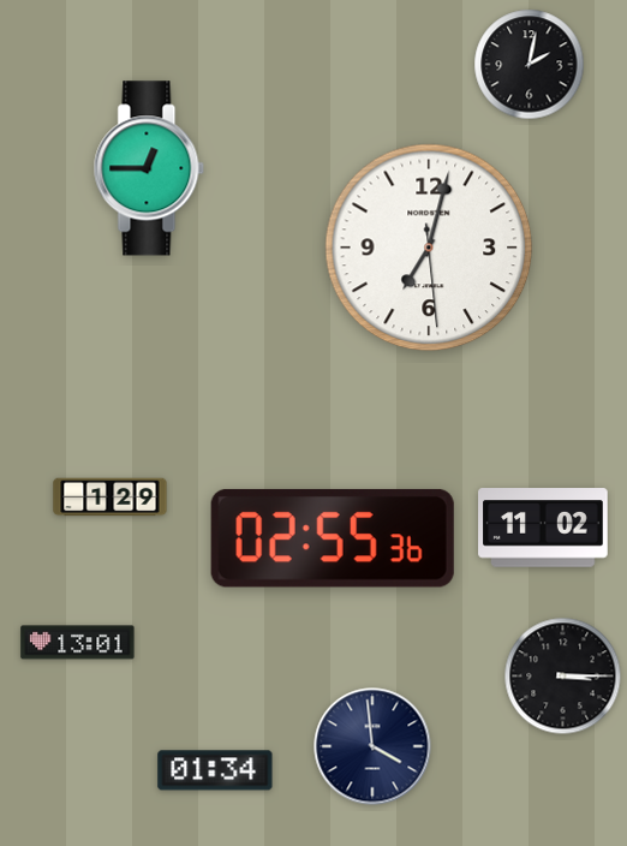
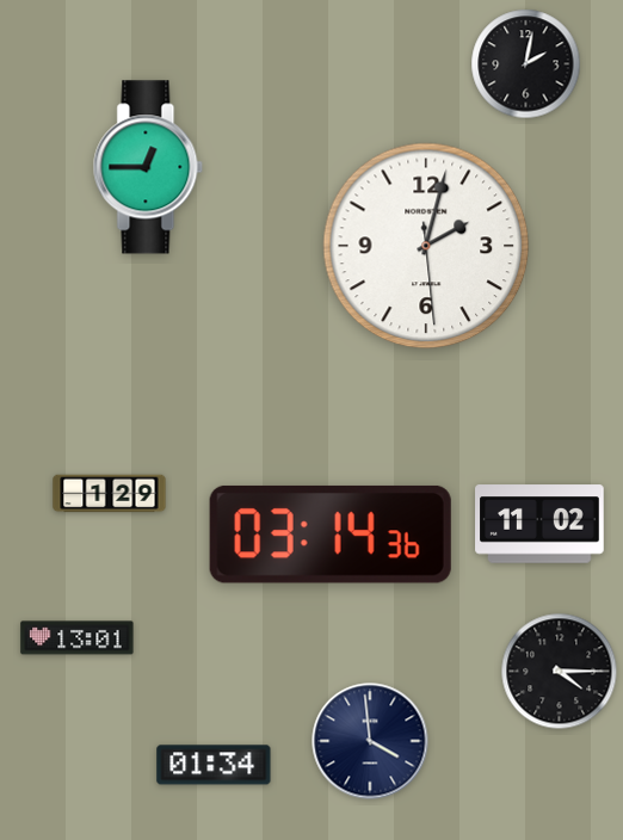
clock at (429, 248): 7:02 -> 2:02
clock at (333, 538): 02:55 -> 03:14
clock at (563, 677): 3:15 -> 4:15
